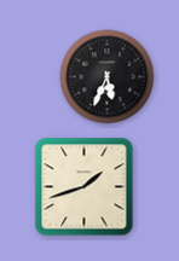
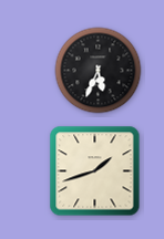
clock at (85, 187) position: (85, 187) -> (95, 172)
